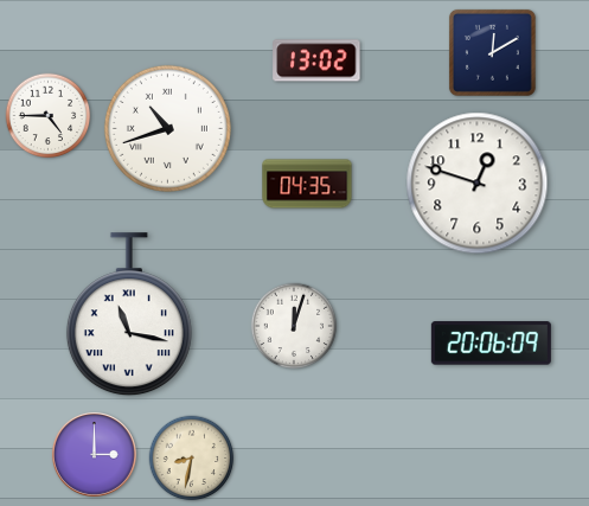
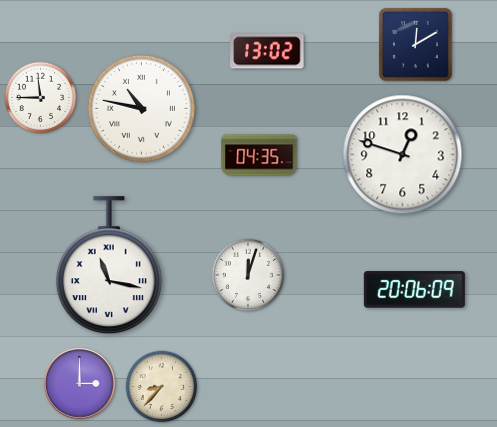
clock at (49, 116): 4:45 -> 11:45
clock at (167, 128): 10:42 -> 10:47
clock at (192, 459): 8:32 -> 8:37
